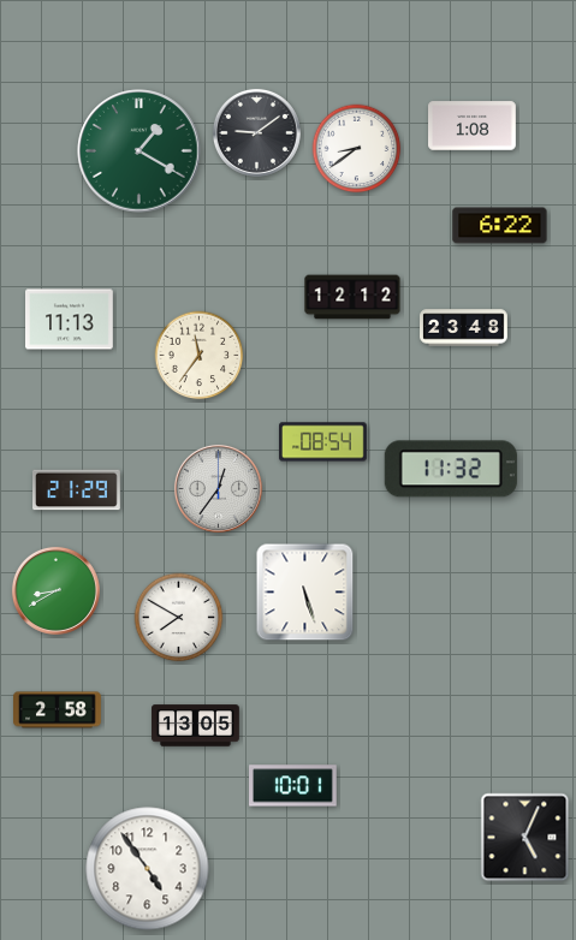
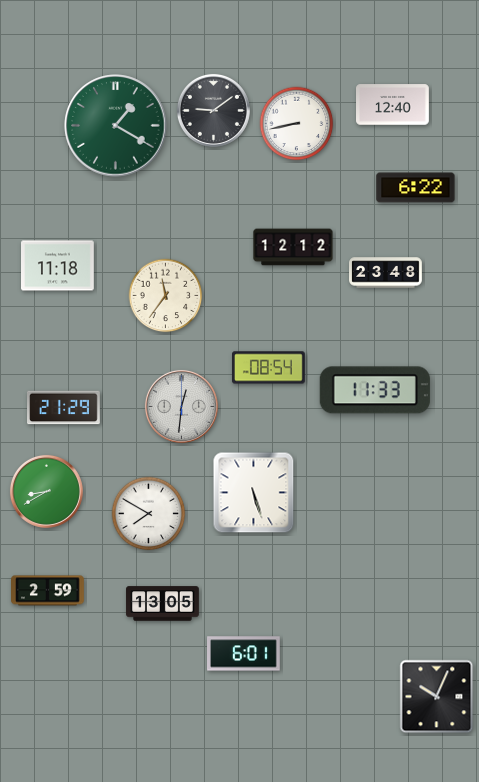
clock at (473, 126): 1:08 -> 12:40
clock at (357, 149): 8:39 -> 8:43
clock at (70, 320): 11:13 -> 11:18
clock at (451, 469): 11:32 -> 11:33
clock at (218, 488): 12:36 -> 12:31
clock at (58, 710): 2:58 -> 2:59
clock at (293, 786): 10:01 -> 6:01
clock at (525, 838): 5:04 -> 10:04
clock at (148, 869): 4:54 -> none
